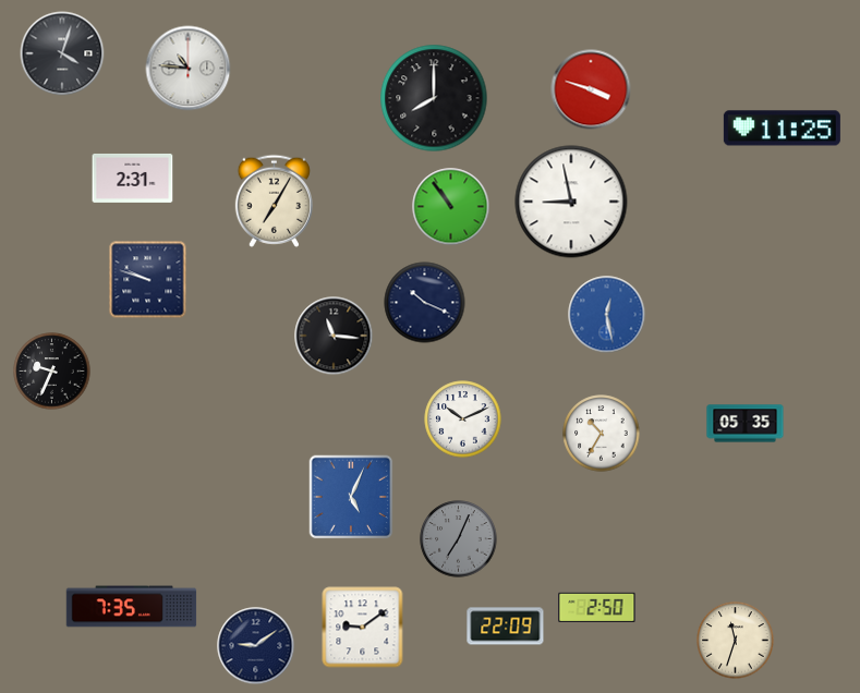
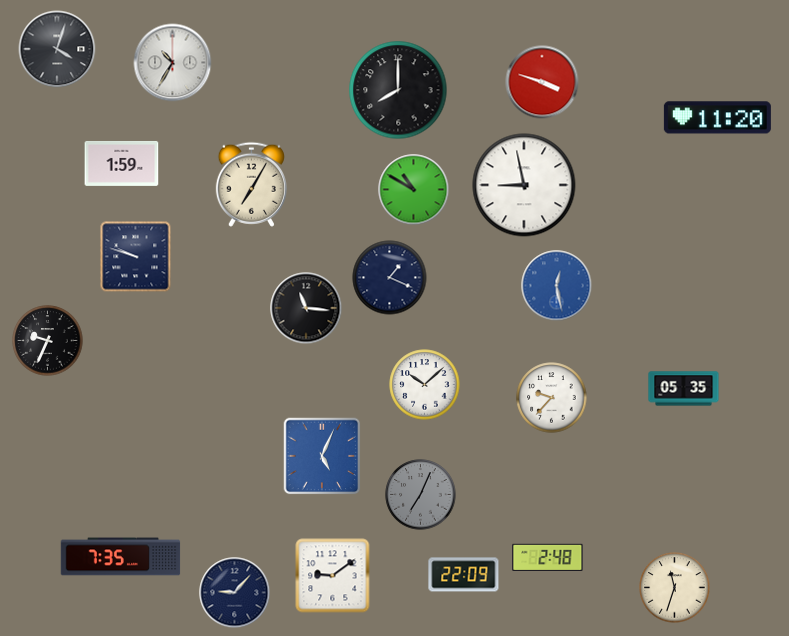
clock at (189, 69): 10:46 -> 10:35
clock at (782, 129): 11:25 -> 11:20
clock at (133, 178): 2:31 -> 1:59
clock at (451, 207): 10:54 -> 10:50
clock at (425, 303): 10:19 -> 1:19
clock at (607, 315) position: (607, 315) -> (557, 286)
clock at (463, 420): 10:11 -> 10:08
clock at (602, 434): 10:35 -> 9:37
clock at (597, 607): 2:50 -> 2:48
clock at (256, 646): 9:09 -> 9:07
